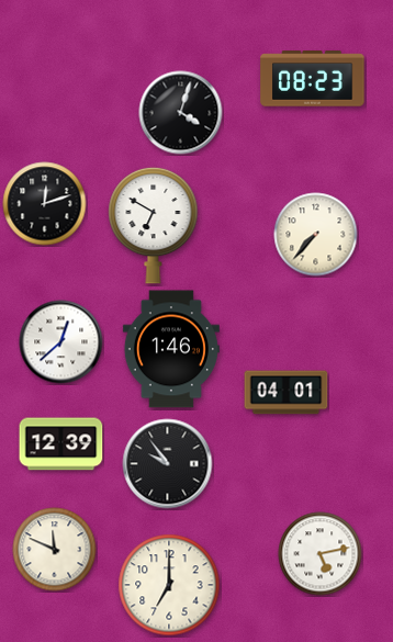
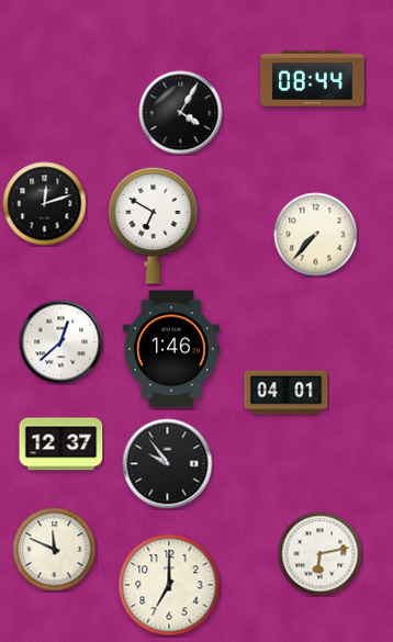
clock at (313, 79): 08:23 -> 08:44
clock at (181, 113): 4:03 -> 4:05
clock at (61, 444): 12:39 -> 12:37
clock at (321, 554): 5:13 -> 6:13
